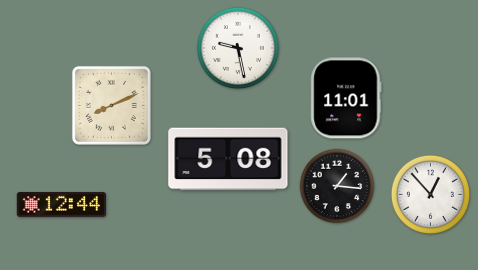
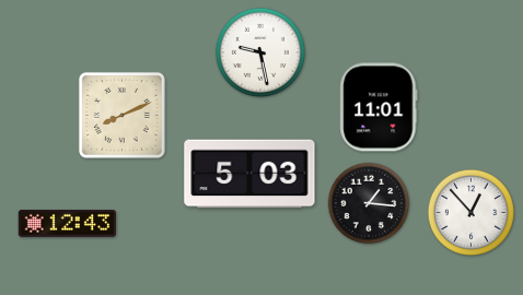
clock at (228, 159): 5:08 -> 5:03
clock at (61, 204): 12:44 -> 12:43
